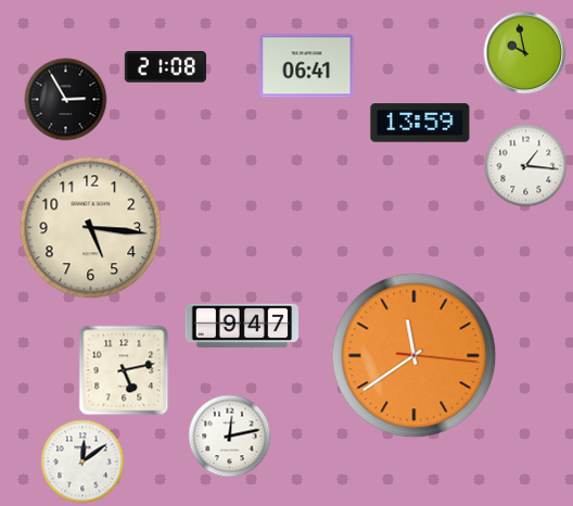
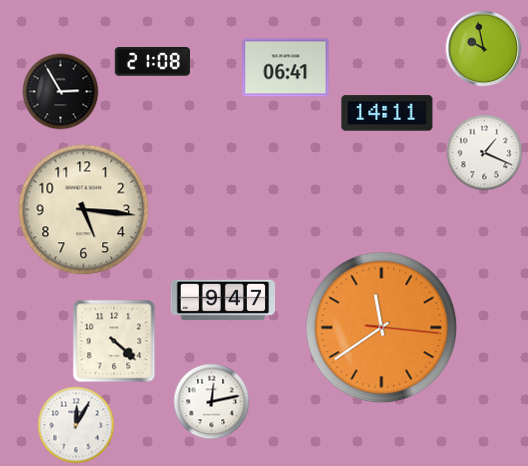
clock at (307, 66) position: (307, 66) -> (286, 68)
clock at (420, 123): 13:59 -> 14:11
clock at (526, 166): 1:16 -> 1:19
clock at (124, 370): 5:13 -> 4:22
clock at (82, 461): 12:09 -> 12:05
